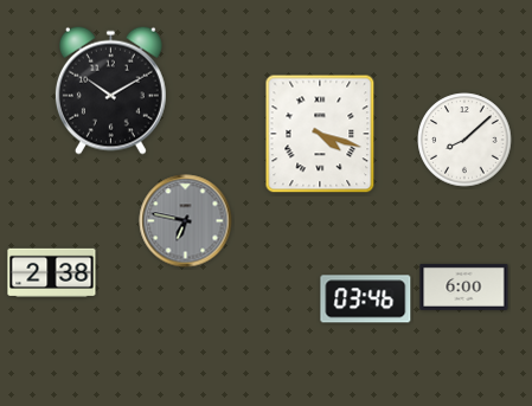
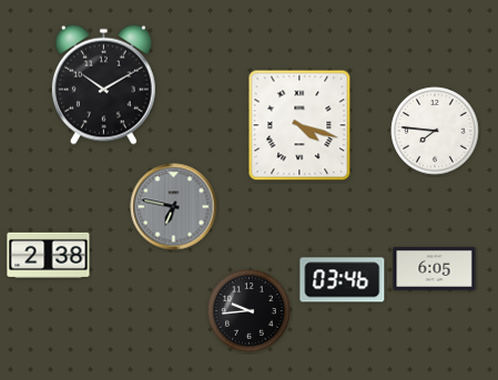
clock at (464, 140): 8:08 -> 7:46
clock at (464, 286): 6:00 -> 6:05
clock at (250, 311): none -> 9:44
